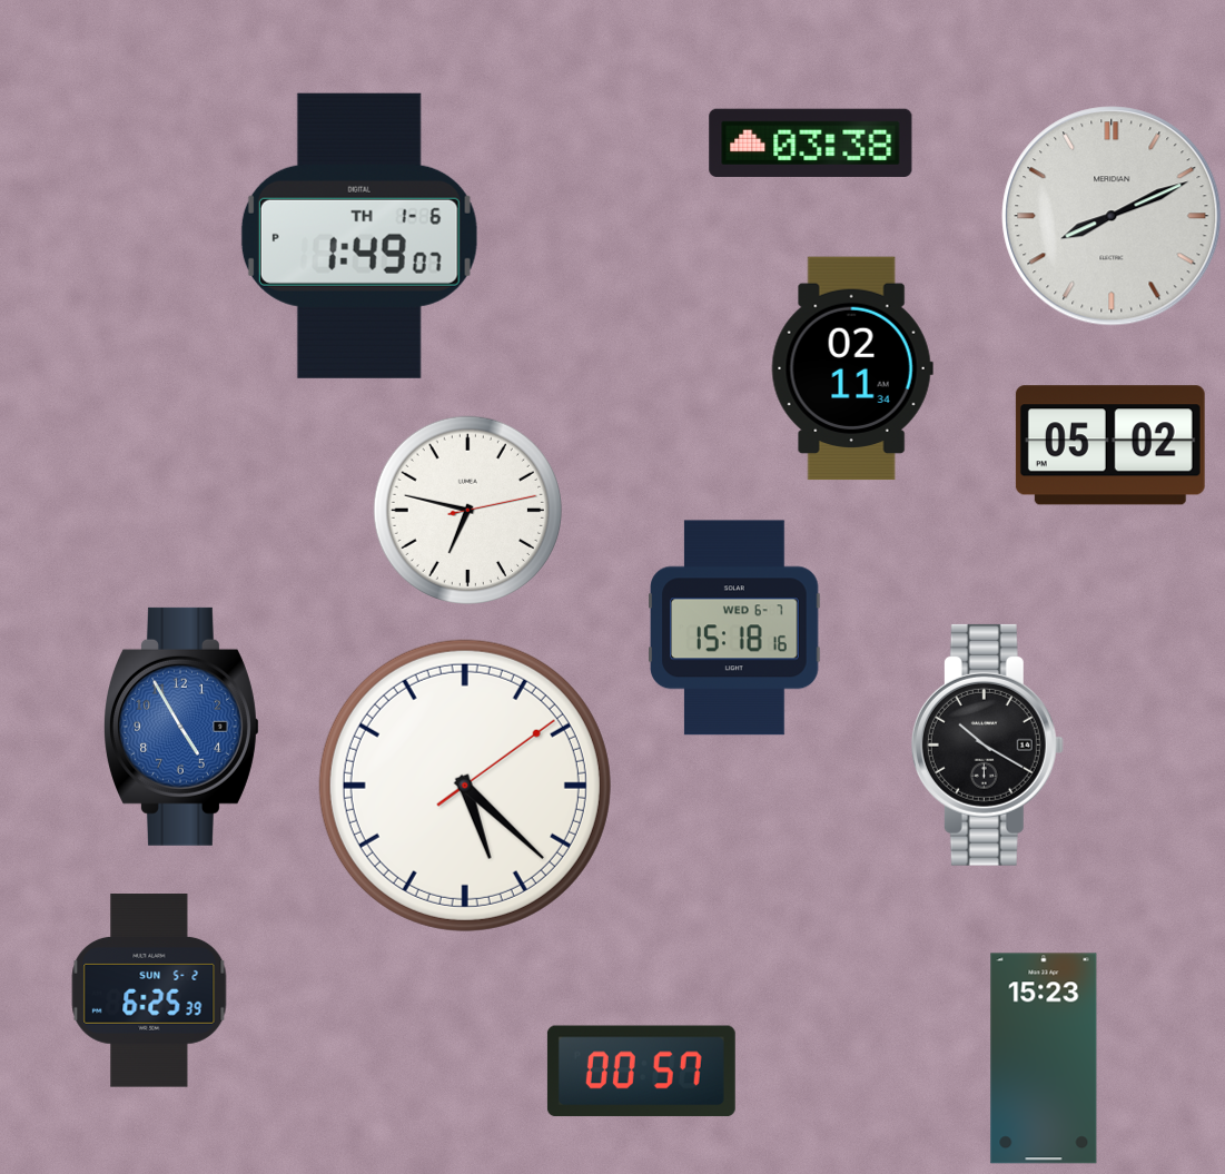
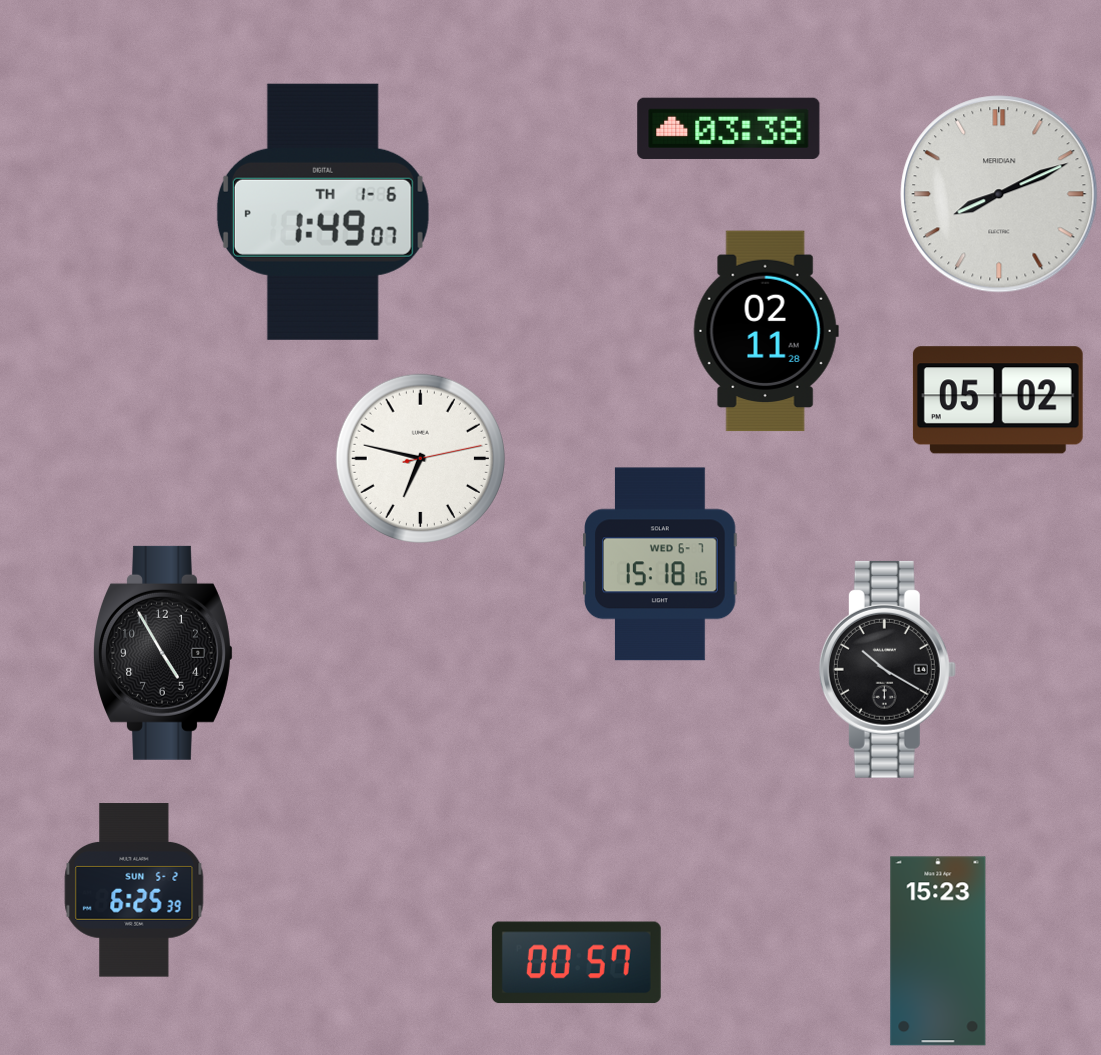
clock at (852, 368): 02:11:34 -> 02:11:28
clock at (182, 727) dial: blue -> black
clock at (465, 786): 5:22 -> none
